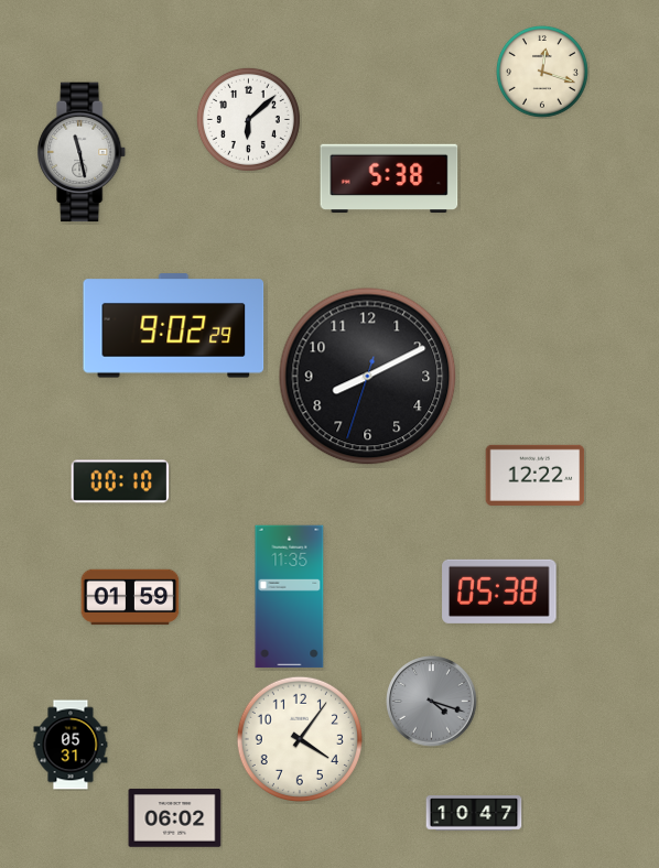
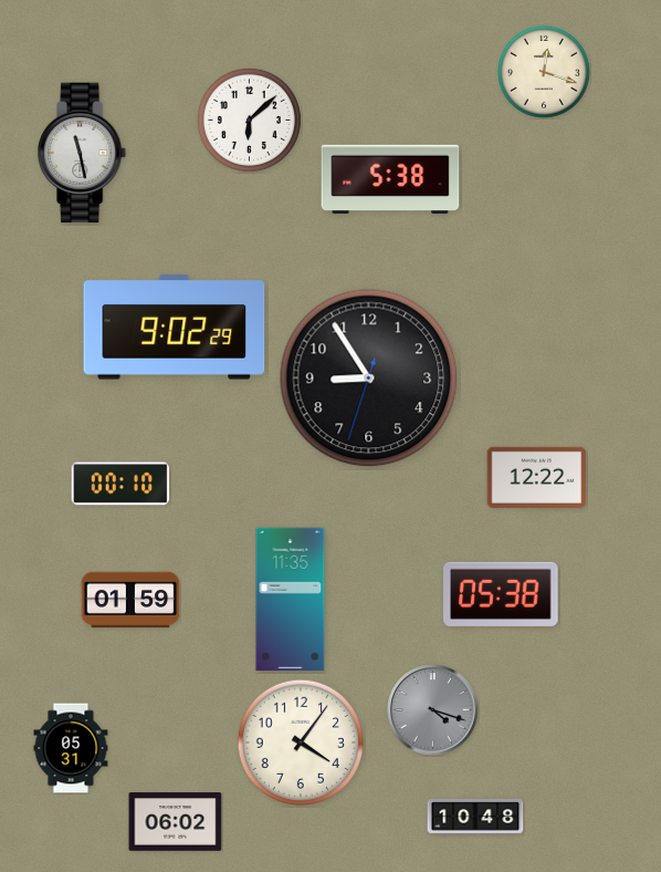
clock at (368, 377): 8:10 -> 8:54
clock at (432, 702) position: (432, 702) -> (433, 710)
clock at (474, 813): 10:47 -> 10:48
